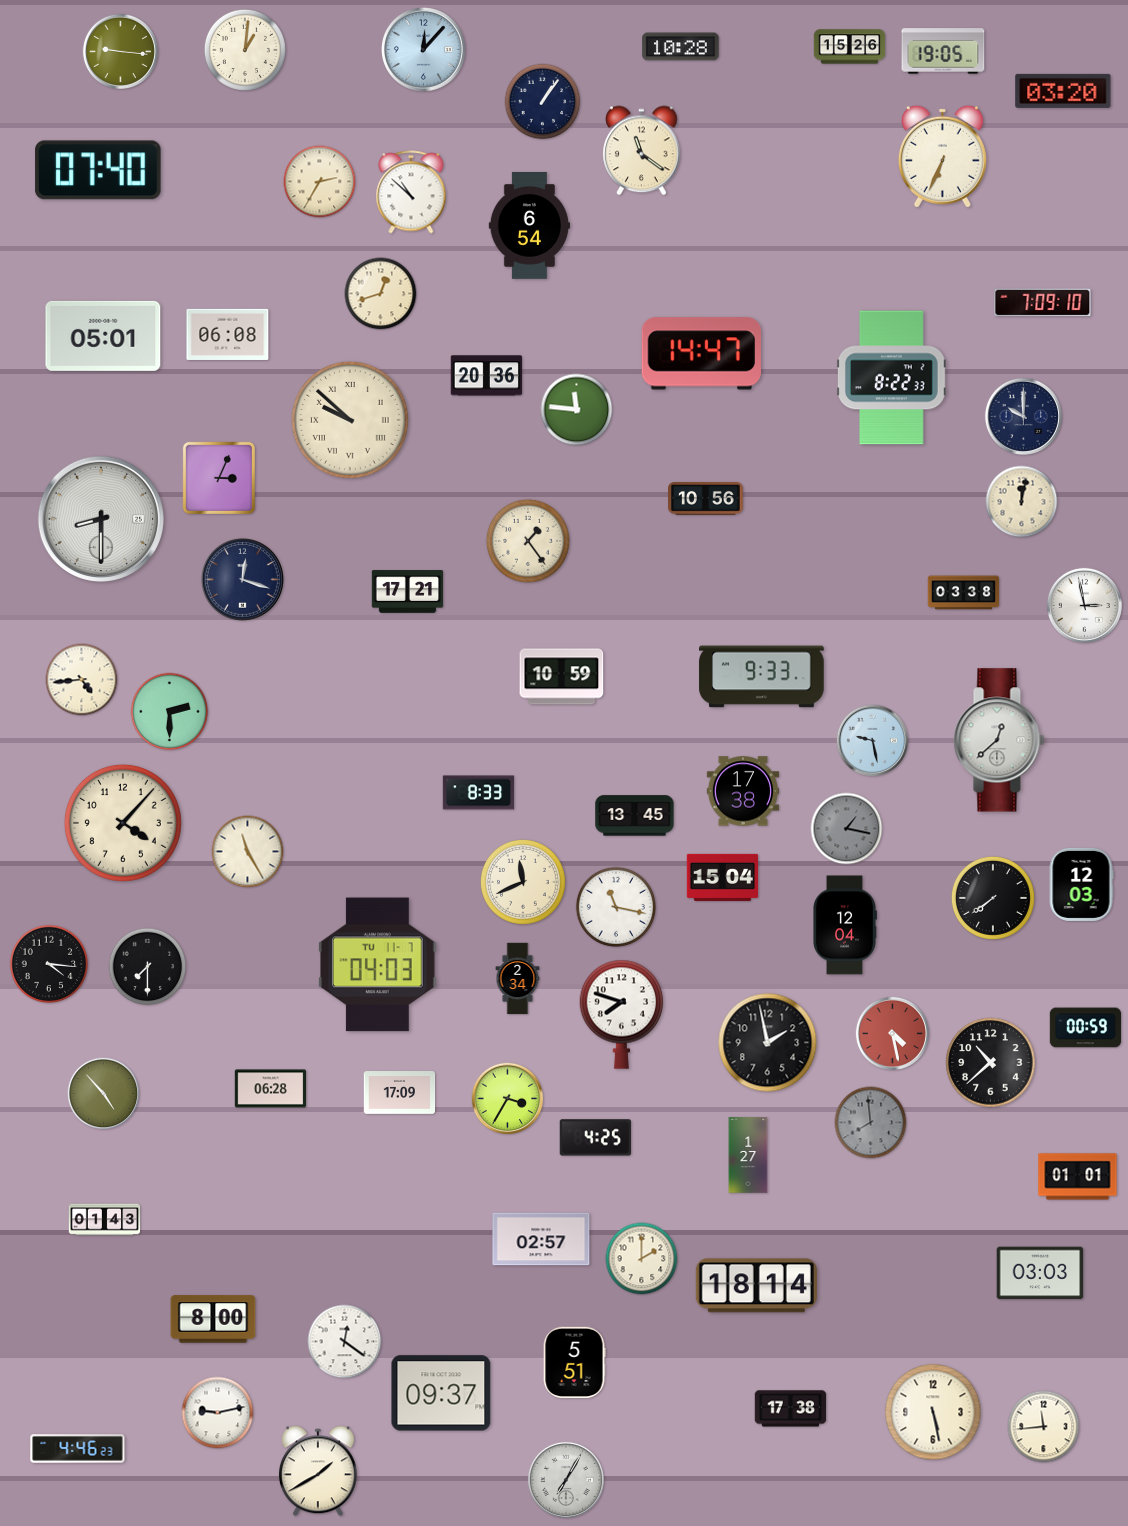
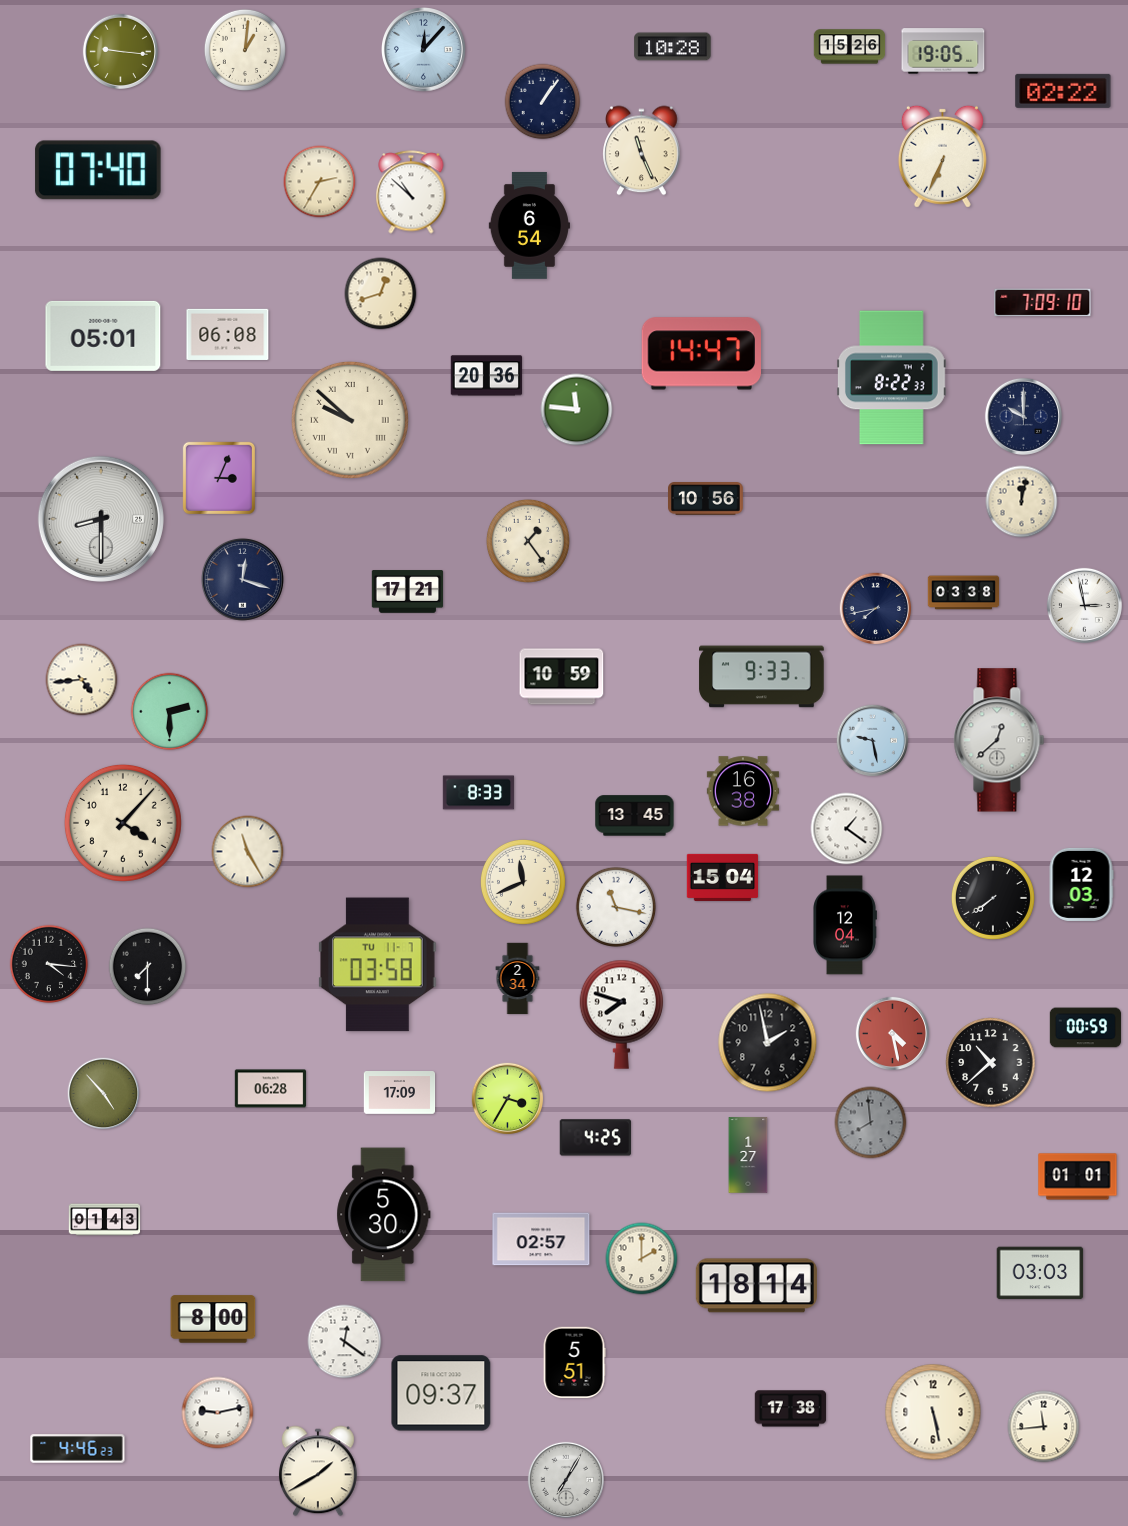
clock at (681, 47) position: (681, 47) -> (673, 47)
clock at (1063, 91): 03:20 -> 02:22
clock at (642, 151): 11:21 -> 11:26
clock at (876, 609): none -> 7:43
clock at (743, 791): 17:38 -> 16:38
clock at (847, 829): 1:17 -> 1:21
clock at (847, 829) dial: grey -> white
clock at (378, 965): 04:03 -> 03:58
clock at (384, 1215): none -> 5:30
